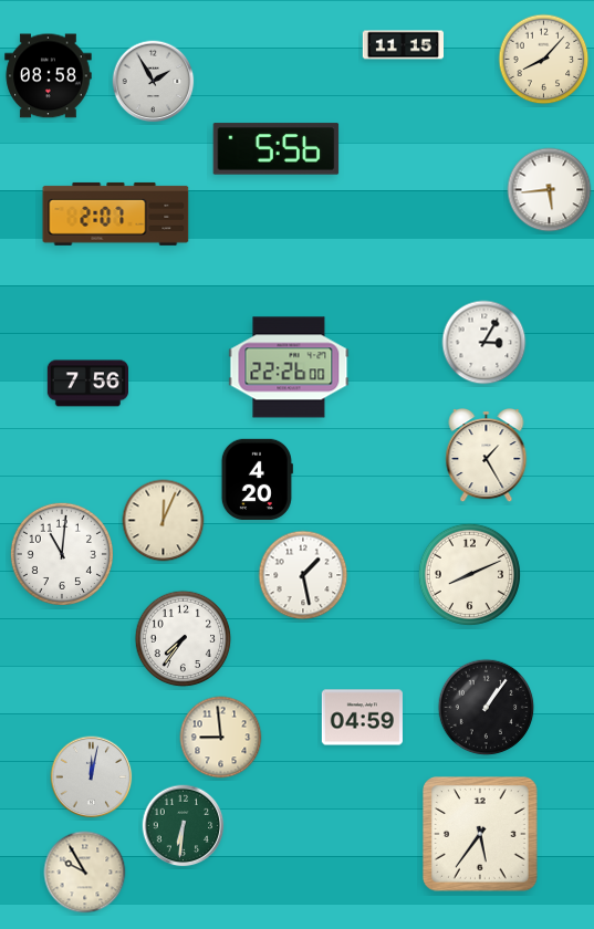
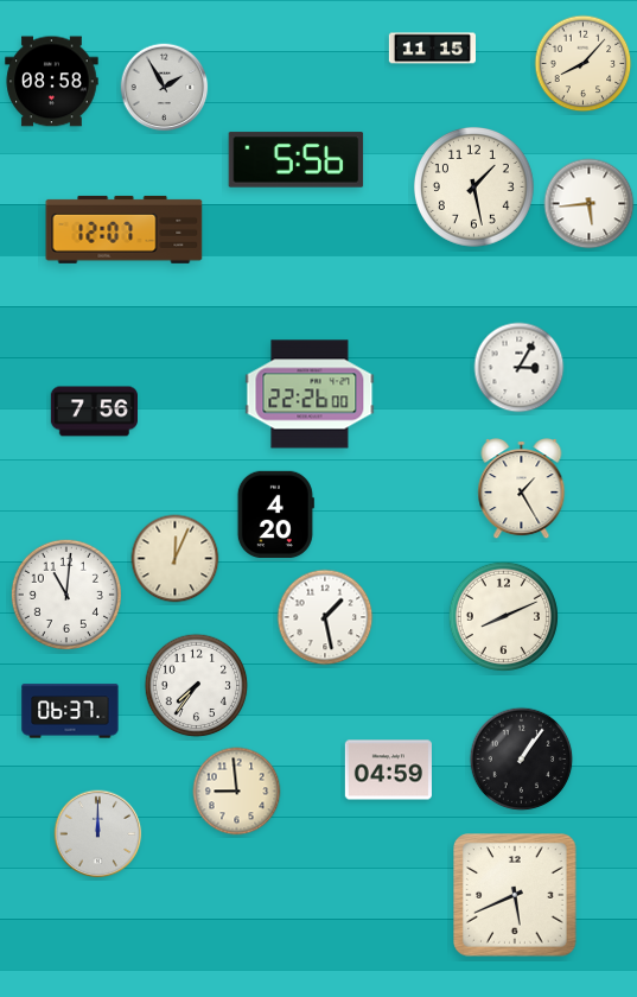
clock at (473, 186): none -> 1:28
clock at (116, 213): 2:07 -> 12:07
clock at (70, 711): none -> 06:37
clock at (92, 777): 12:02 -> 12:00
clock at (184, 826): 6:31 -> none
clock at (481, 835): 5:36 -> 5:41
clock at (85, 873): 9:55 -> none
